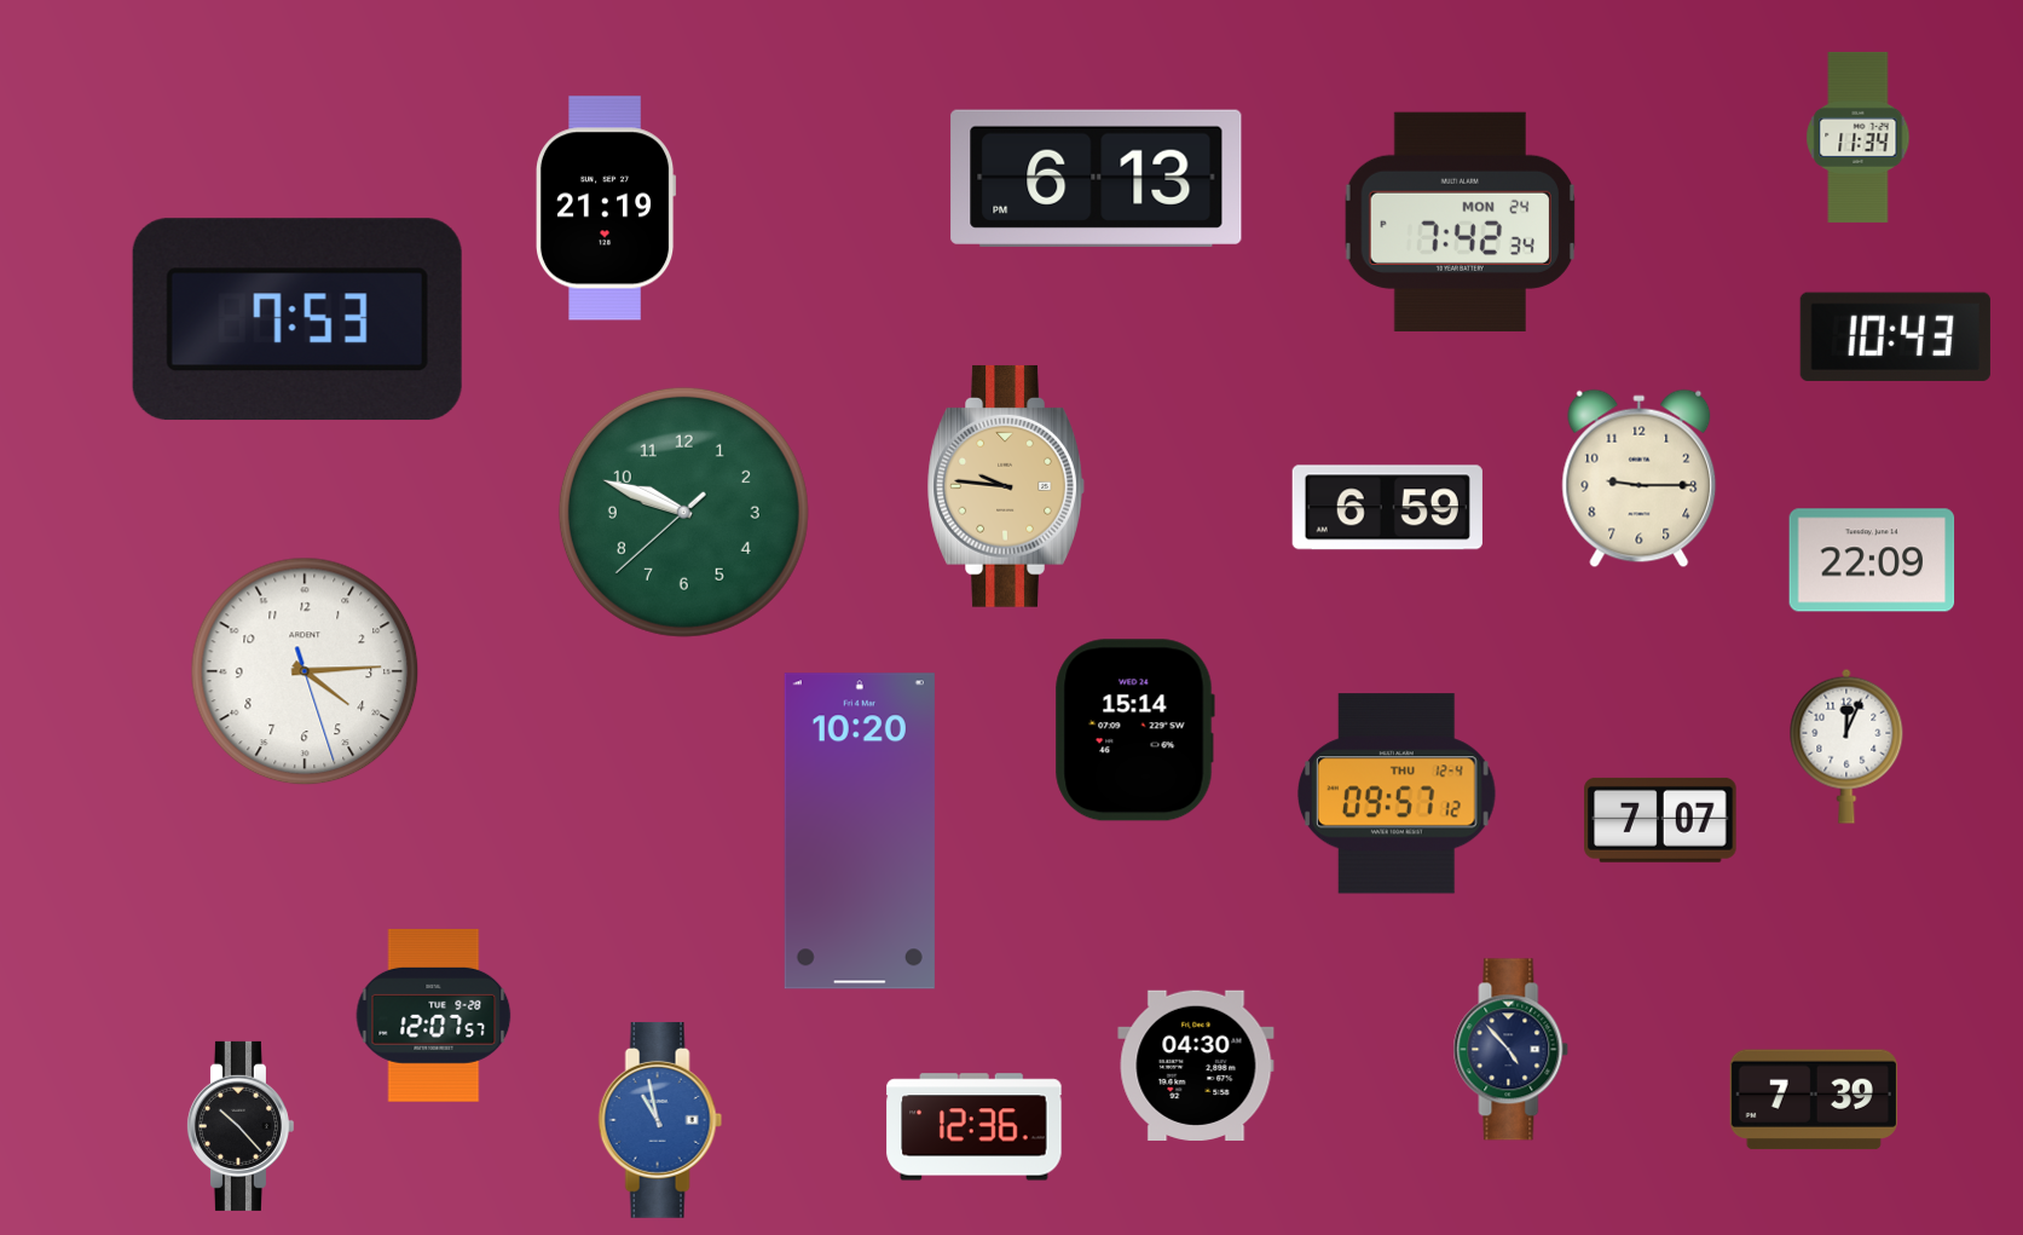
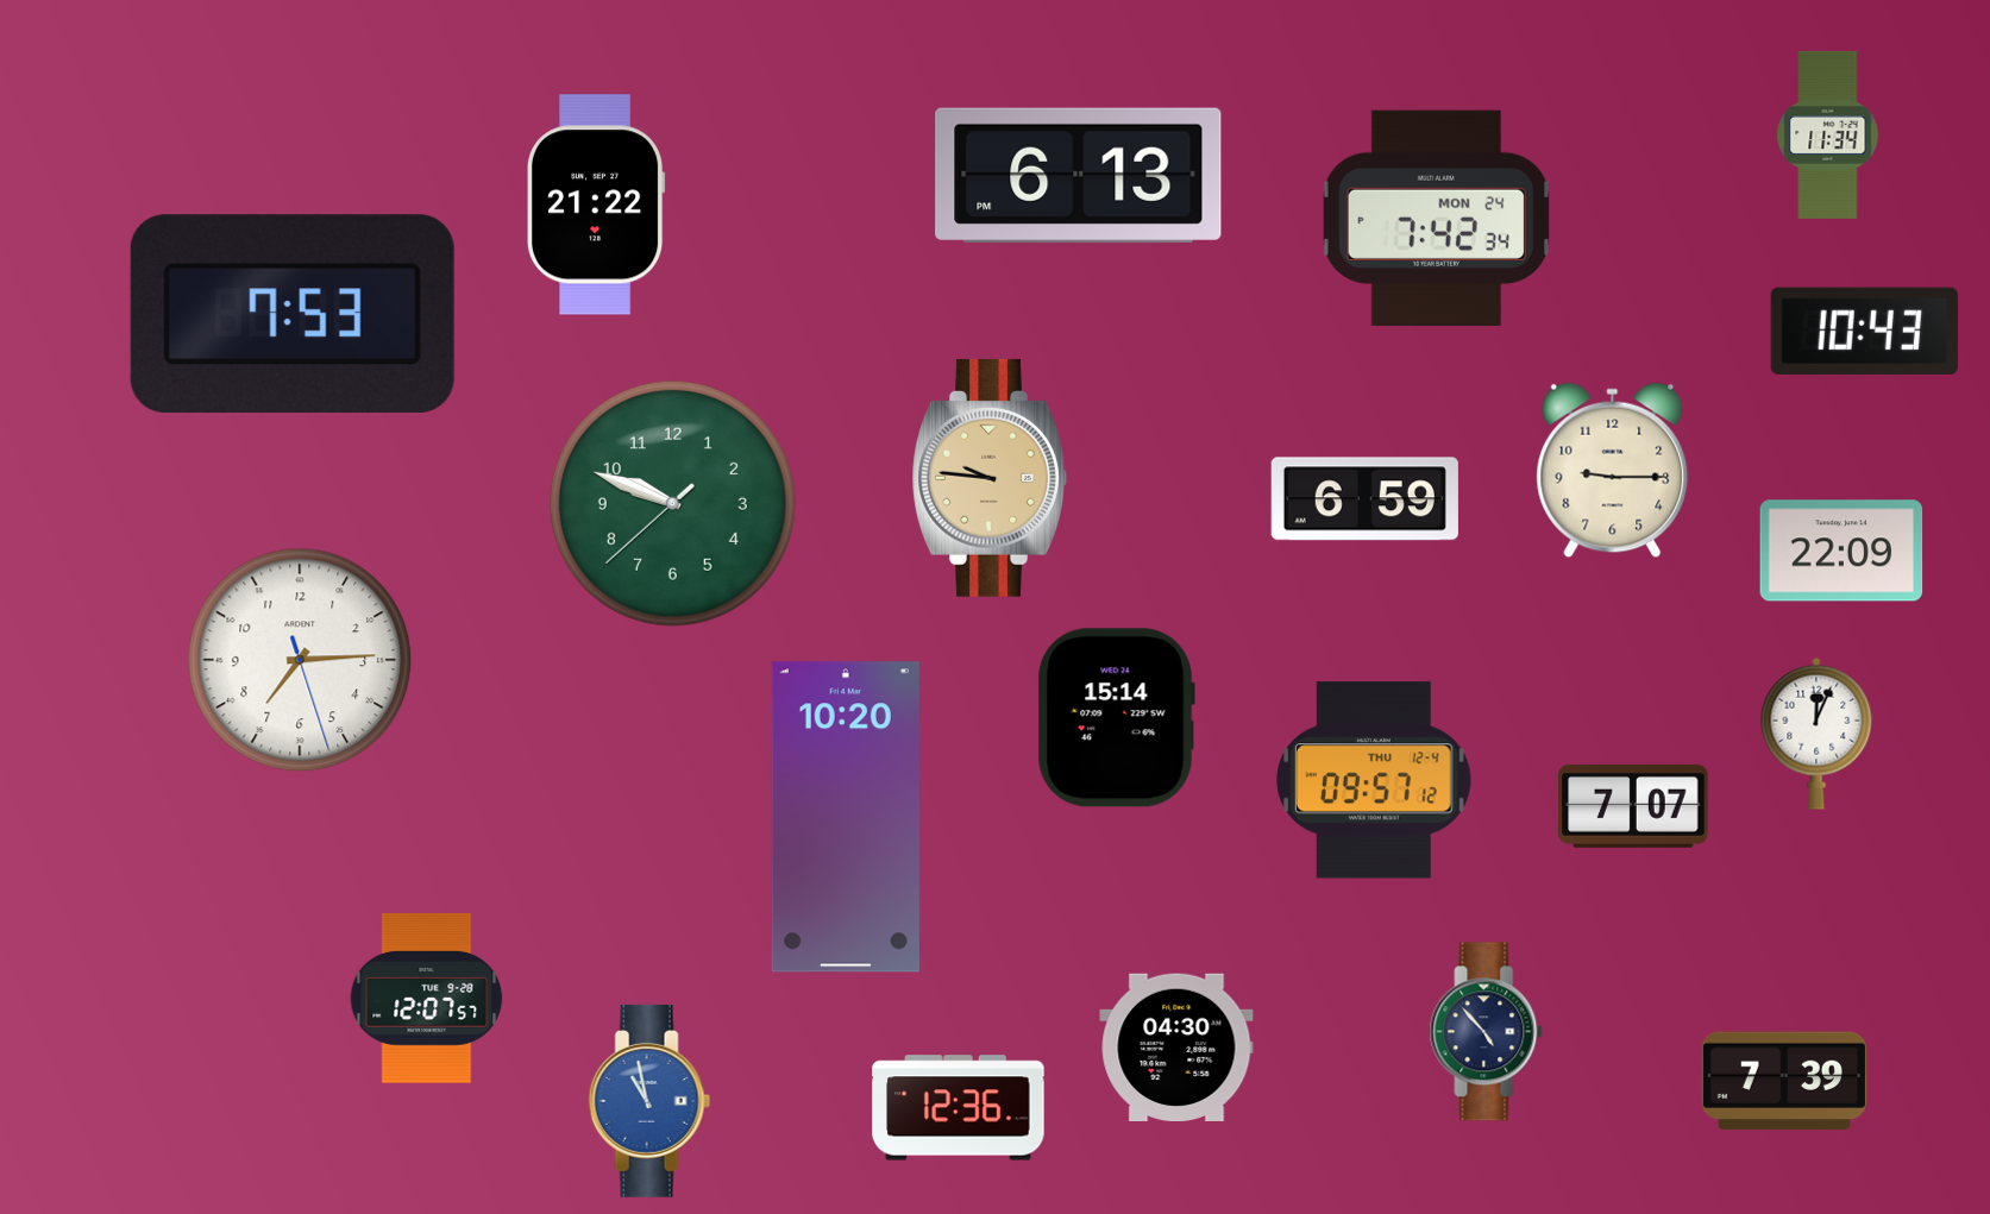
clock at (606, 208): 21:19 -> 21:22
clock at (305, 671): 4:14 -> 7:14
clock at (239, 1126): 10:23 -> none
